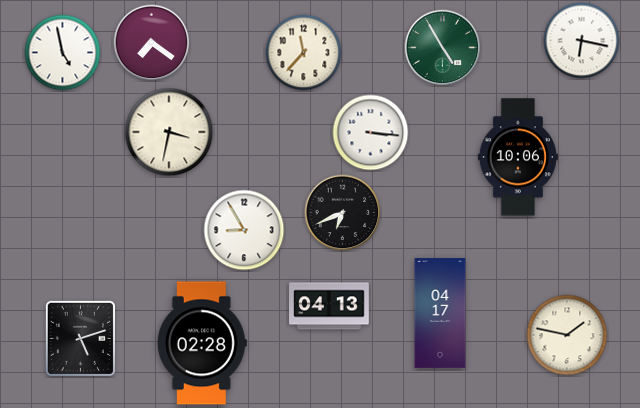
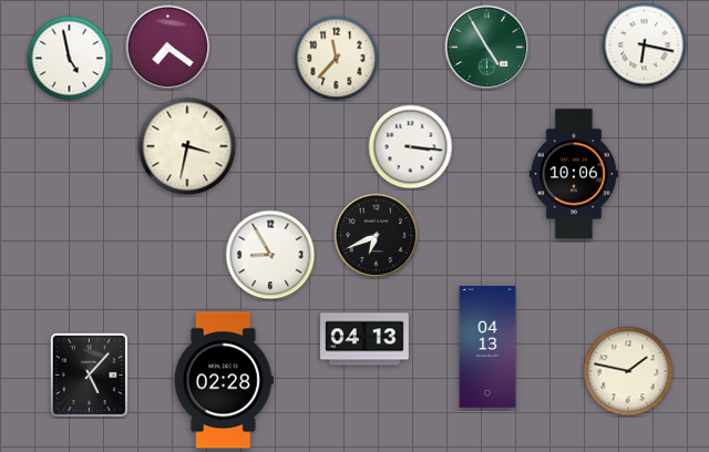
clock at (443, 48) position: (443, 48) -> (487, 48)
clock at (343, 213) position: (343, 213) -> (377, 236)
clock at (440, 313): 04:17 -> 04:13
clock at (80, 338): 5:12 -> 5:07
